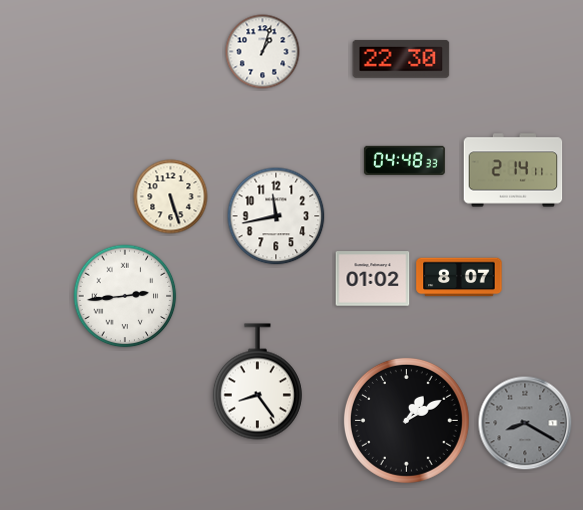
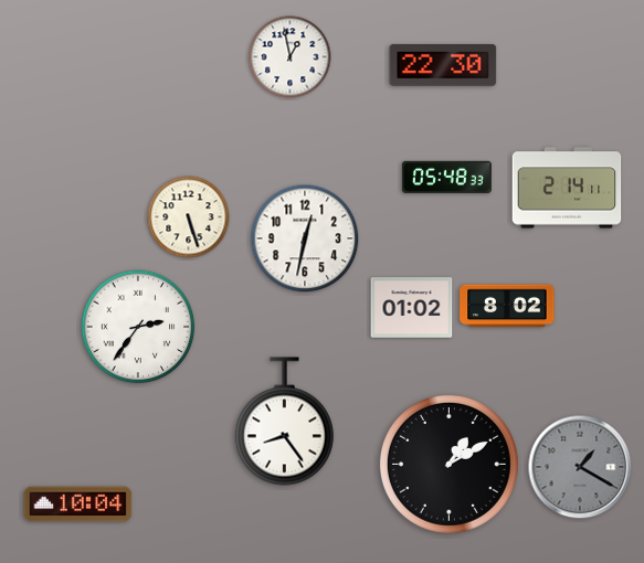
clock at (263, 52): 1:03 -> 12:58
clock at (404, 160): 04:48 -> 05:48
clock at (276, 216): 11:43 -> 12:32
clock at (459, 277): 8:07 -> 8:02
clock at (125, 296): 2:44 -> 2:36
clock at (525, 423): 8:20 -> 1:20
clock at (78, 504): none -> 10:04
